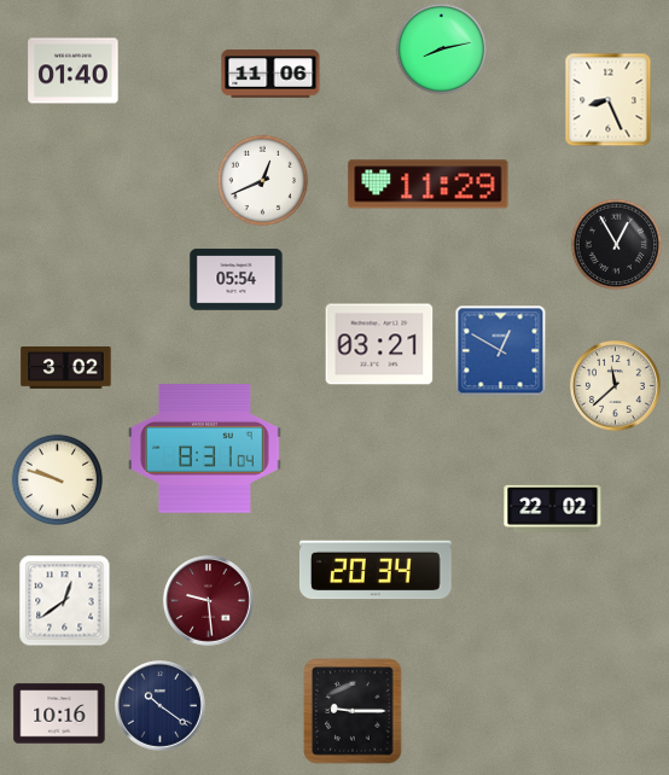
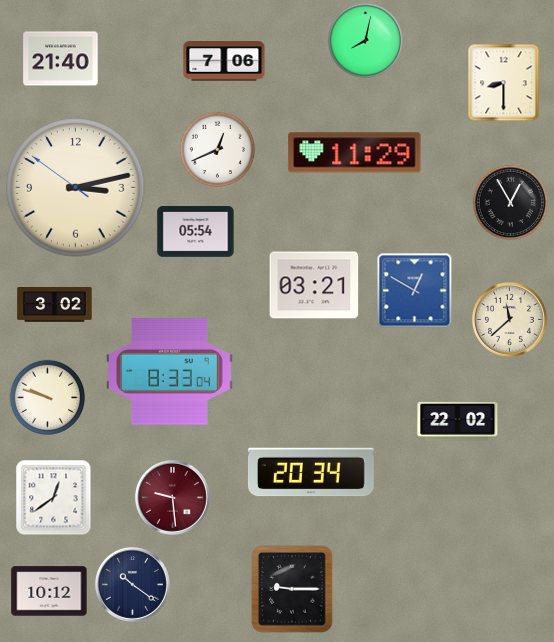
clock at (442, 49): 8:13 -> 8:02
clock at (74, 71): 01:40 -> 21:40
clock at (270, 74): 11:06 -> 7:06
clock at (609, 100): 8:26 -> 8:30
clock at (76, 188): none -> 3:12
clock at (205, 449): 8:31 -> 8:33
clock at (59, 713): 10:16 -> 10:12
